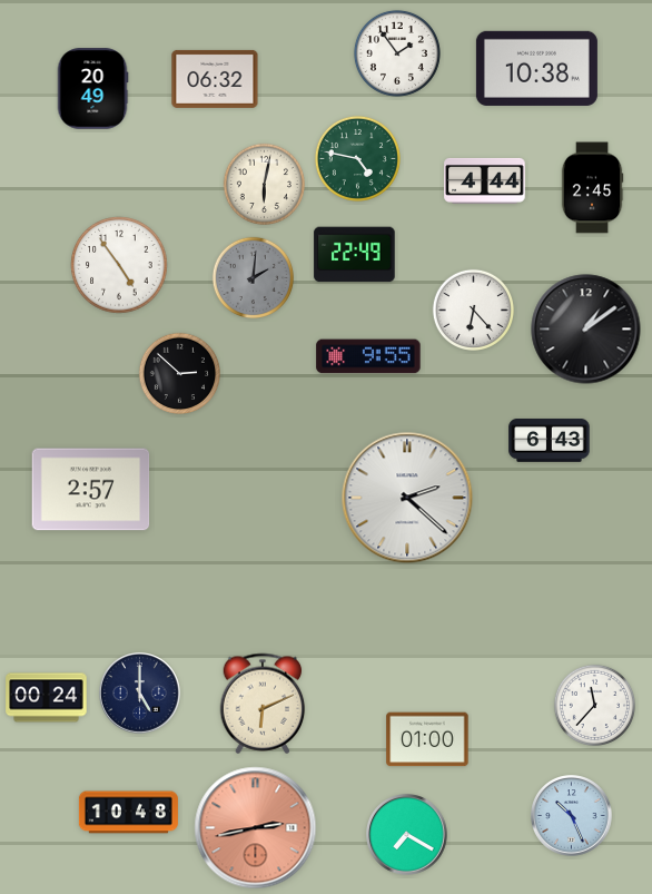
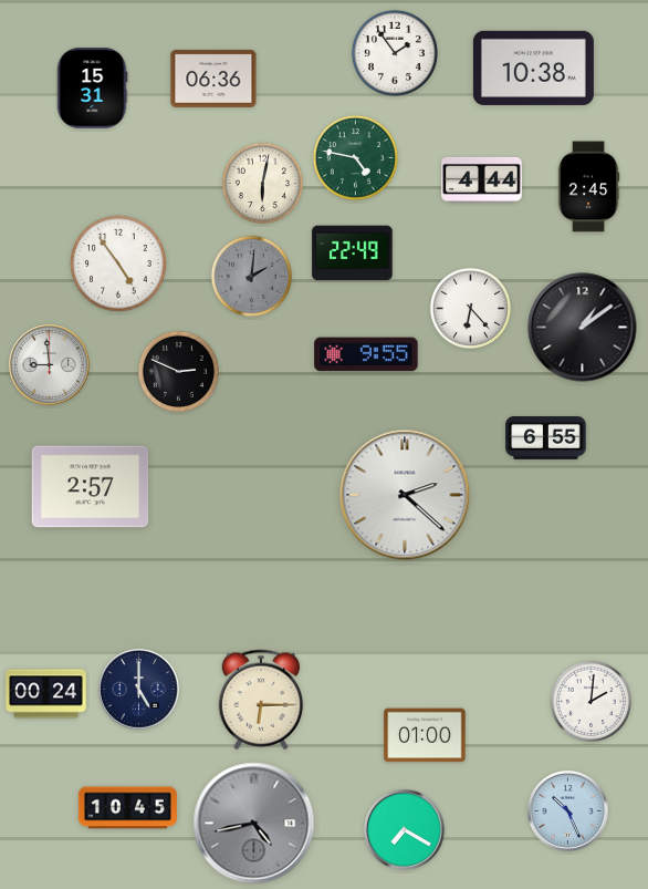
clock at (215, 79): 06:32 -> 06:36
clock at (92, 89): 20:49 -> 15:31
clock at (50, 365): none -> 8:59
clock at (179, 373): 2:52 -> 2:49
clock at (550, 441): 6:43 -> 6:55
clock at (263, 704): 6:11 -> 6:15
clock at (594, 705): 11:37 -> 2:01
clock at (128, 813): 10:48 -> 10:45
clock at (256, 828): 2:43 -> 4:43
clock at (256, 828) dial: salmon -> grey
